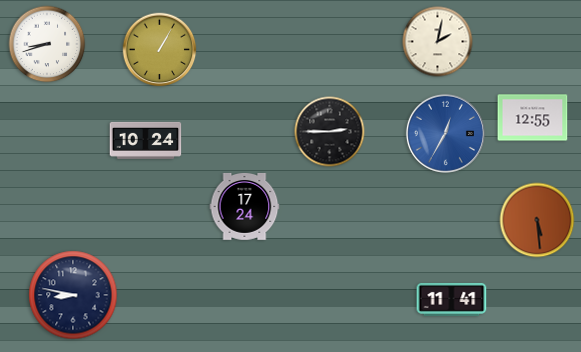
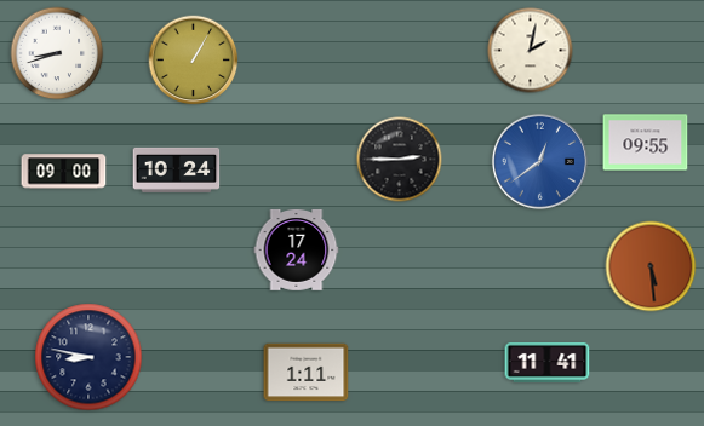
clock at (533, 118): 12:55 -> 09:55
clock at (445, 133): 12:35 -> 12:39
clock at (64, 172): none -> 09:00
clock at (307, 373): none -> 1:11
